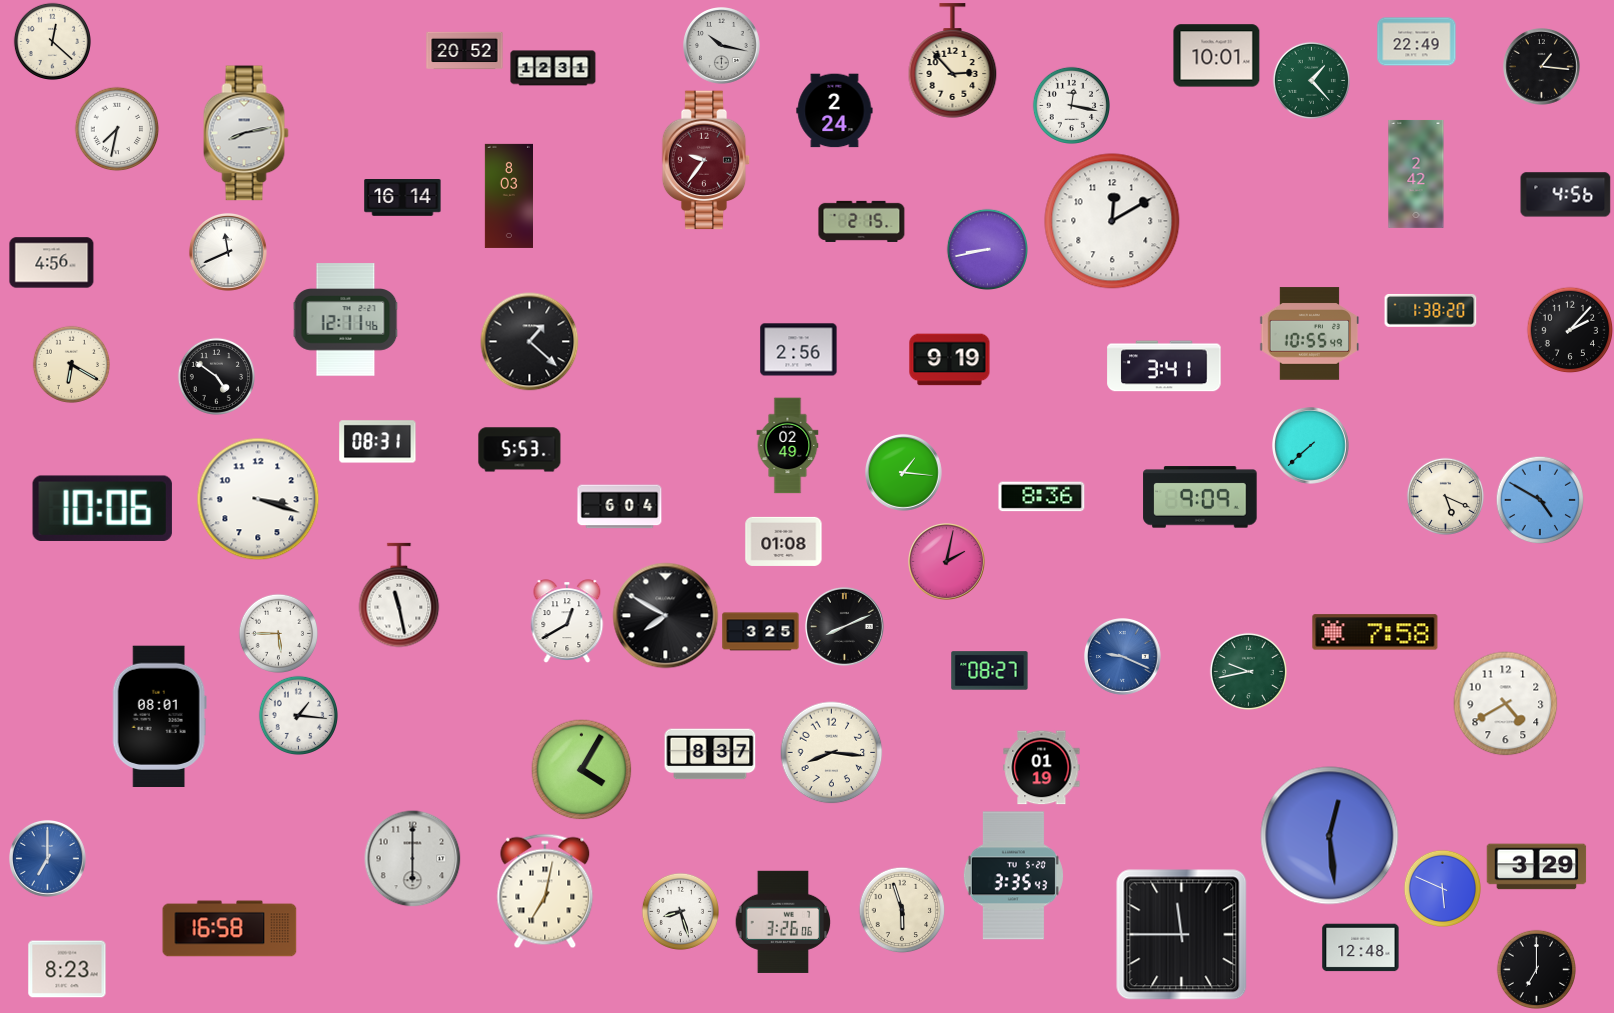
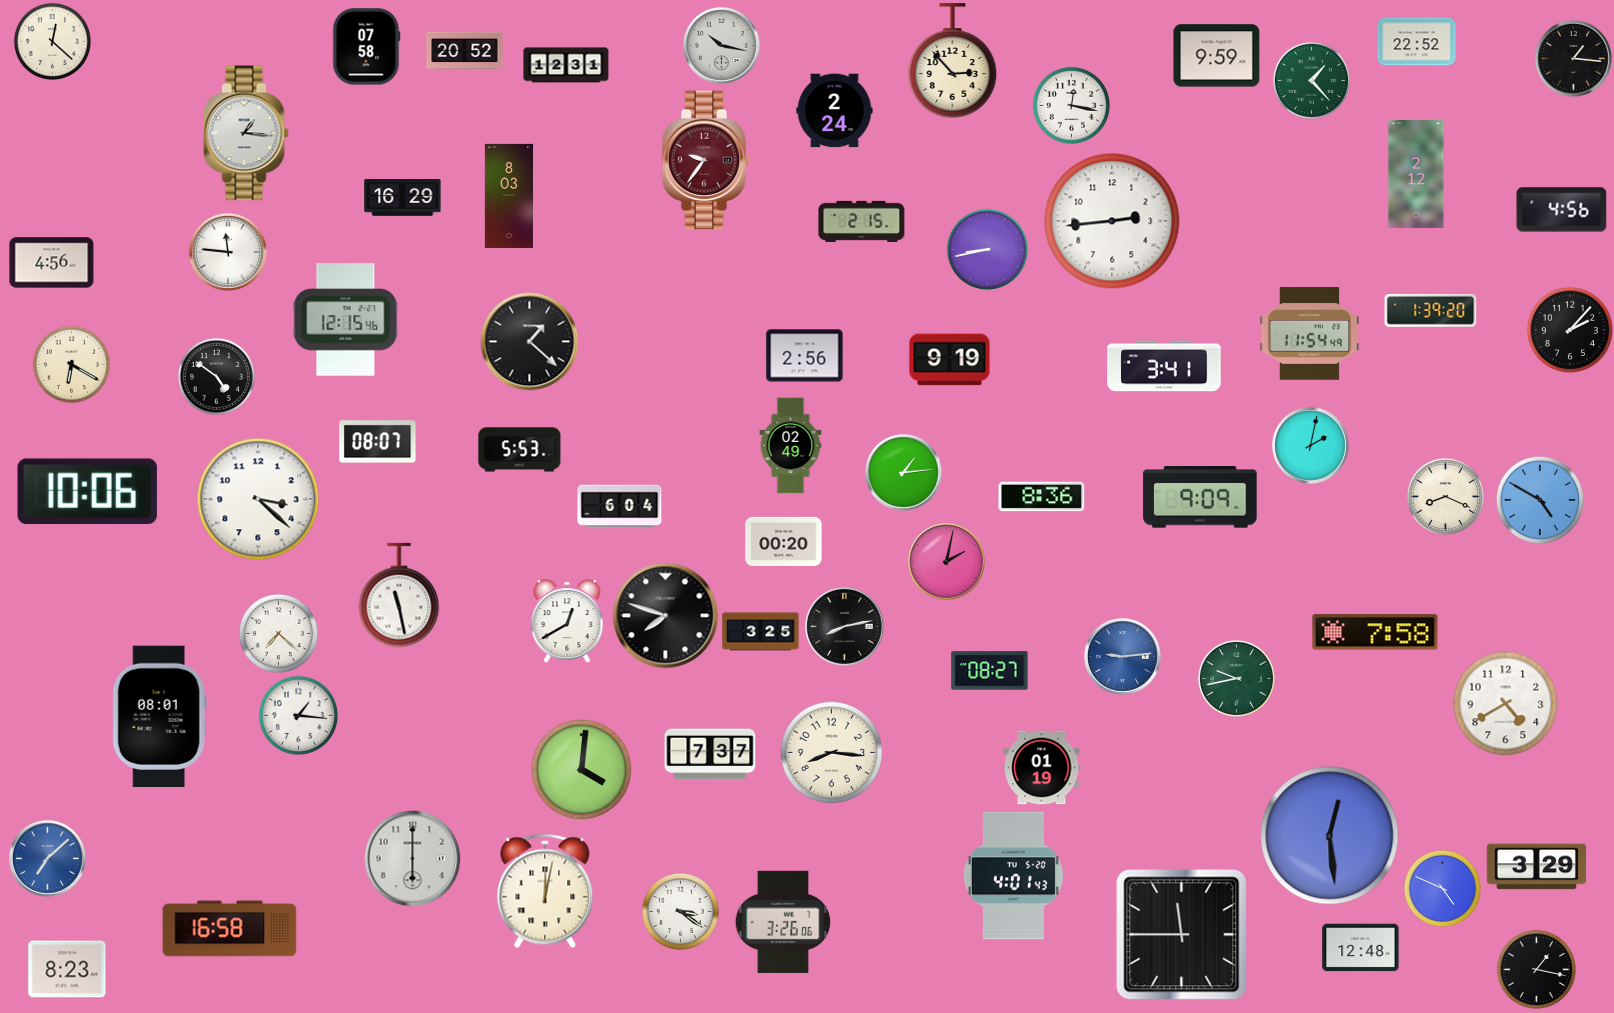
clock at (1417, 42): 22:49 -> 22:52
clock at (367, 47): none -> 07:58
clock at (1217, 56): 10:01 -> 9:59
clock at (1542, 67) position: (1542, 67) -> (1574, 59)
clock at (553, 68) position: (553, 68) -> (566, 65)
clock at (117, 129): 7:32 -> none
clock at (246, 133): 8:13 -> 1:16
clock at (1416, 174): 2:42 -> 2:12
clock at (1566, 195) position: (1566, 195) -> (1562, 210)
clock at (403, 198): 16:14 -> 16:29
clock at (1112, 221): 12:10 -> 2:44
clock at (228, 252): 11:41 -> 11:46
clock at (1431, 310): 1:38 -> 1:39
clock at (346, 320): 12:11 -> 12:15
clock at (1310, 334): 10:55 -> 11:54
clock at (799, 350) position: (799, 350) -> (805, 356)
clock at (378, 442): 08:31 -> 08:07
clock at (788, 446) position: (788, 446) -> (791, 446)
clock at (1311, 446): 7:38 -> 2:02
clock at (904, 473): 1:16 -> 1:14
clock at (1445, 496): 5:19 -> 8:19
clock at (258, 499): 3:18 -> 3:22
clock at (102, 508) position: (102, 508) -> (87, 491)
clock at (784, 541): 01:08 -> 00:20
clock at (666, 616): 7:50 -> 7:48
clock at (844, 626): 8:11 -> 8:13
clock at (278, 633): 5:45 -> 7:22
clock at (1123, 657): 9:19 -> 9:14
clock at (1248, 671) position: (1248, 671) -> (1236, 678)
clock at (710, 754): 8:37 -> 7:37
clock at (582, 770): 4:05 -> 4:01
clock at (48, 859): 7:00 -> 7:08
clock at (1013, 876): 3:35 -> 4:01
clock at (1442, 888): 5:49 -> 4:49
clock at (545, 891): 7:02 -> 12:02
clock at (902, 910): 5:57 -> none
clock at (680, 911): 8:27 -> 3:21
clock at (1536, 969): 7:00 -> 1:17
